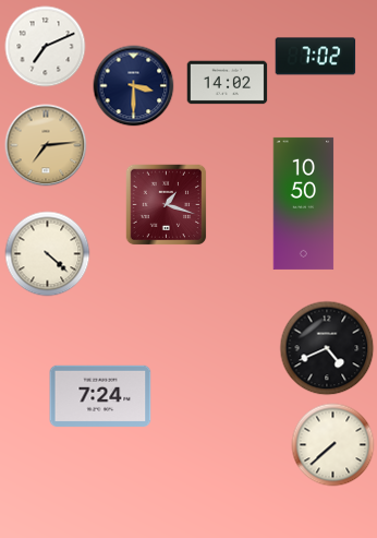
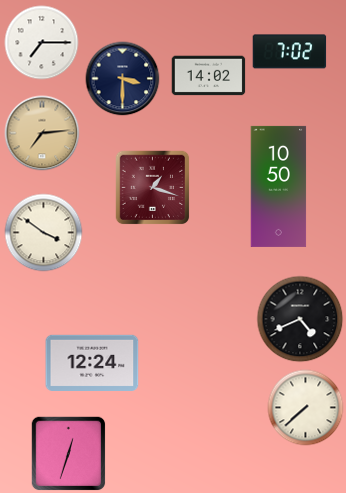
clock at (46, 47): 7:11 -> 7:15
clock at (48, 254): 4:22 -> 3:51
clock at (100, 396): 7:24 -> 12:24
clock at (69, 454): none -> 12:33
